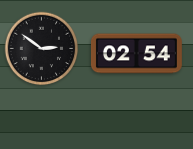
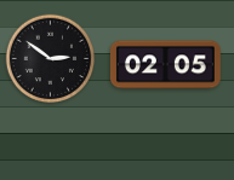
clock at (136, 54): 02:54 -> 02:05
